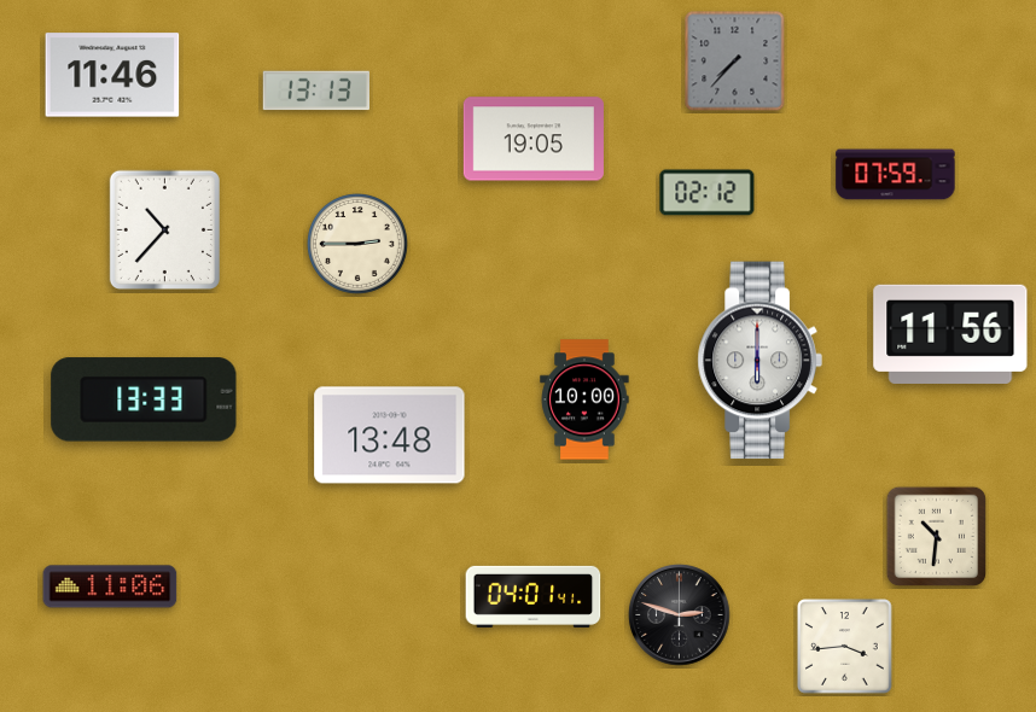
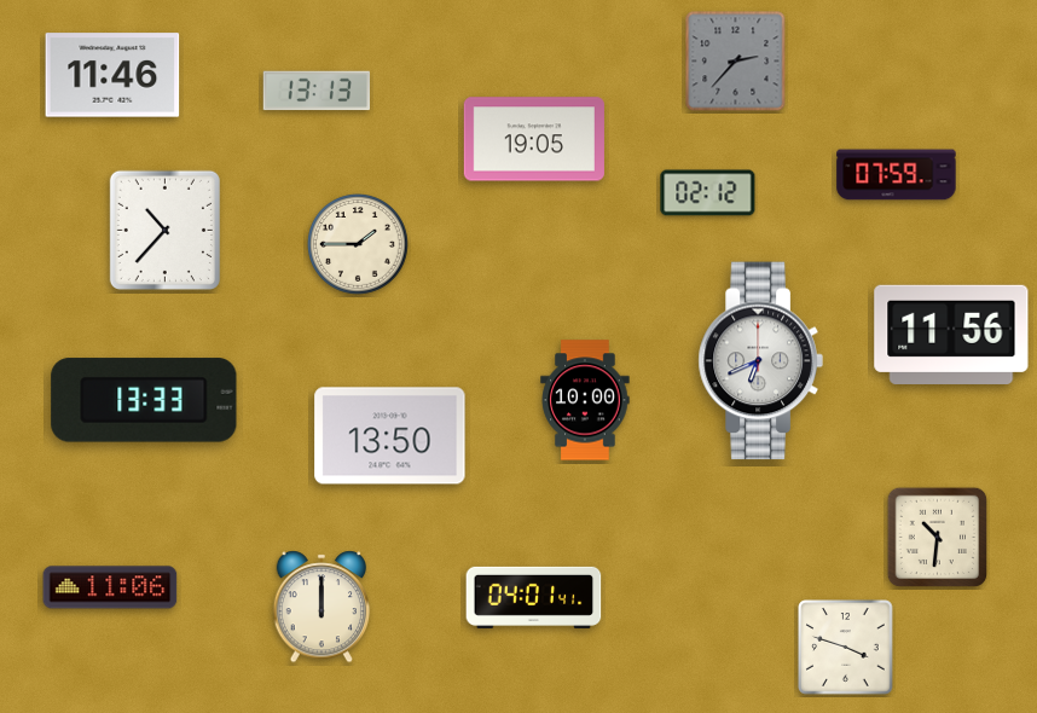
clock at (735, 62): 7:37 -> 2:37
clock at (359, 245): 2:45 -> 1:45
clock at (759, 361): 6:00 -> 6:41
clock at (390, 436): 13:48 -> 13:50
clock at (321, 607): none -> 12:00
clock at (680, 615): 2:48 -> none
clock at (845, 647): 3:44 -> 3:48
